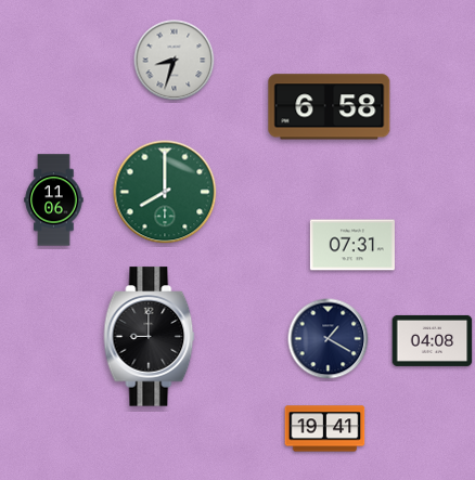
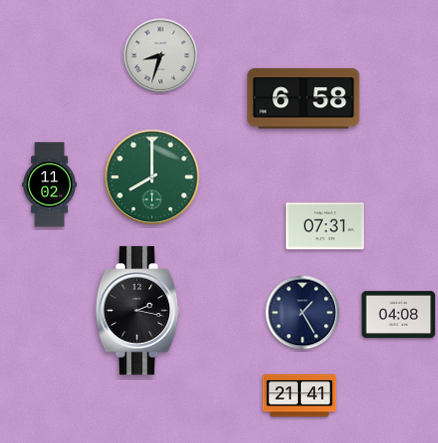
clock at (54, 200): 11:06 -> 11:02
clock at (150, 337): 9:00 -> 2:17
clock at (329, 339): 1:20 -> 1:25
clock at (325, 429): 19:41 -> 21:41
